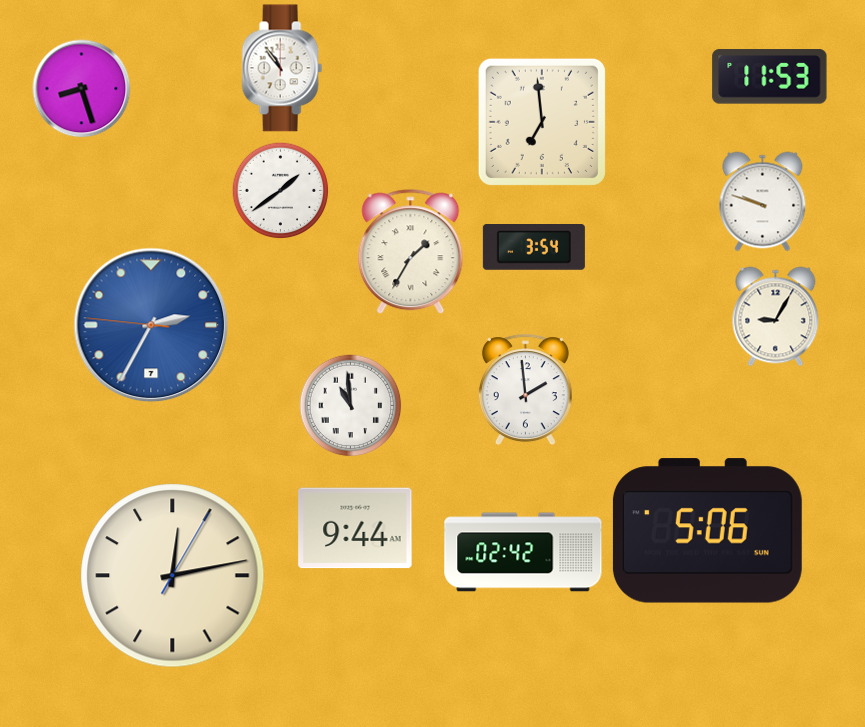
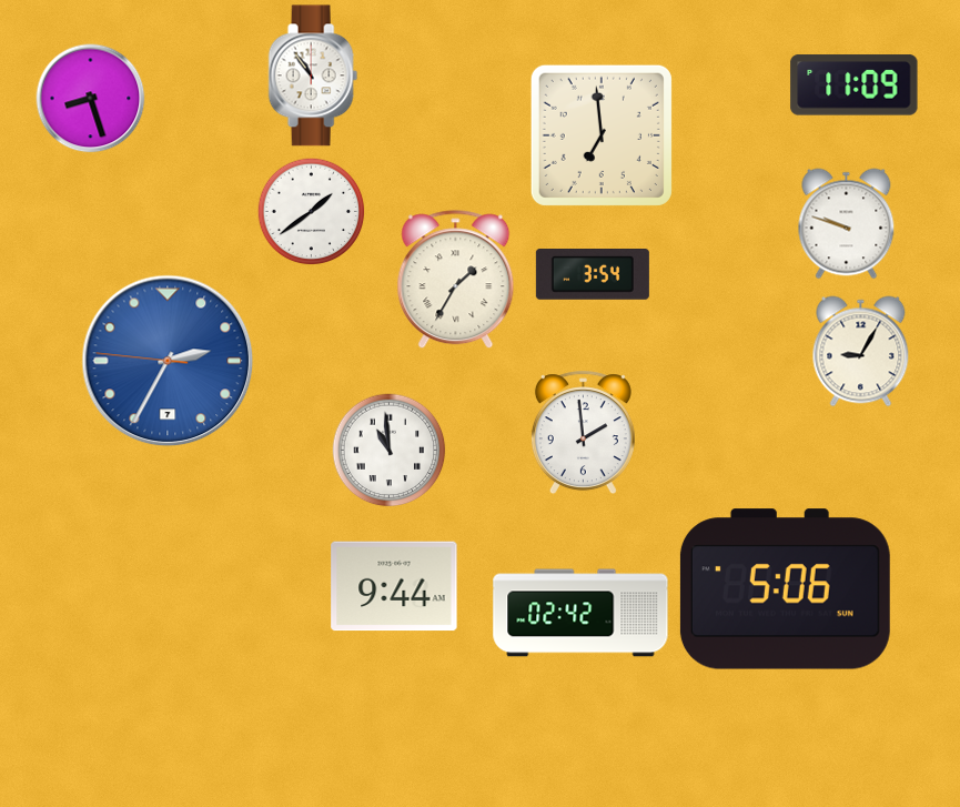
clock at (770, 77): 11:53 -> 11:09
clock at (173, 576): 12:13 -> none
